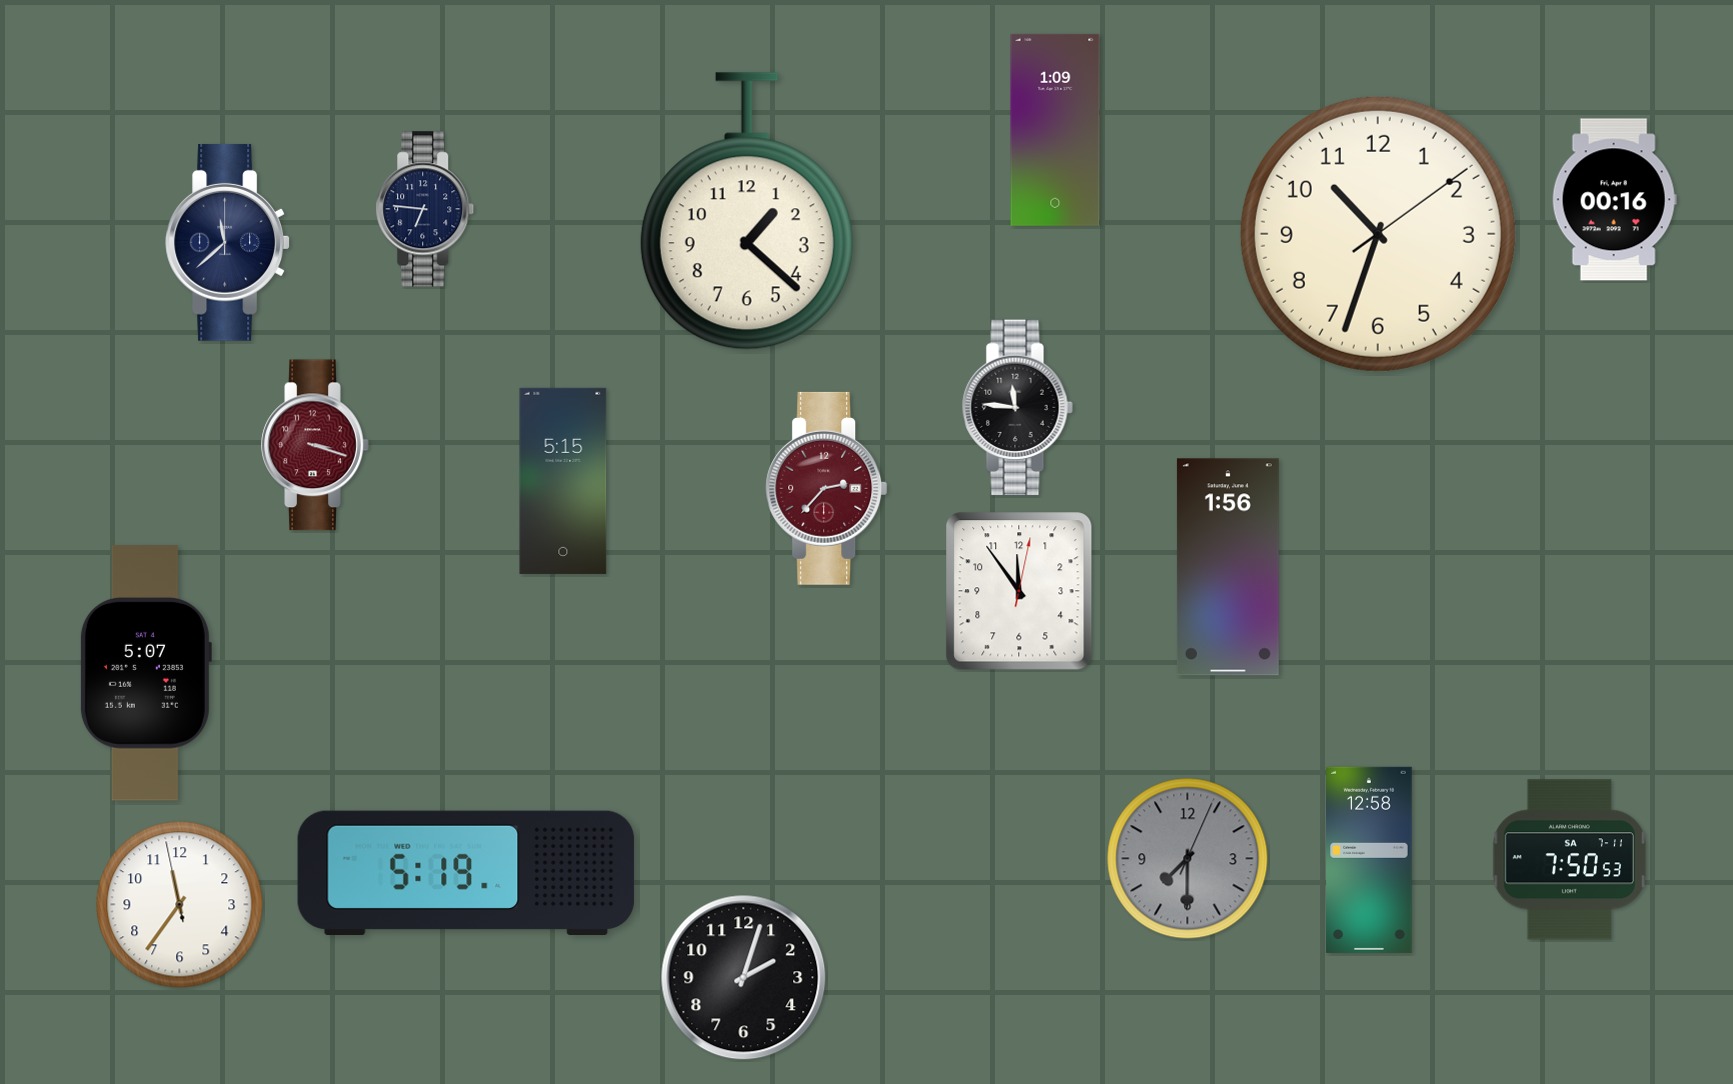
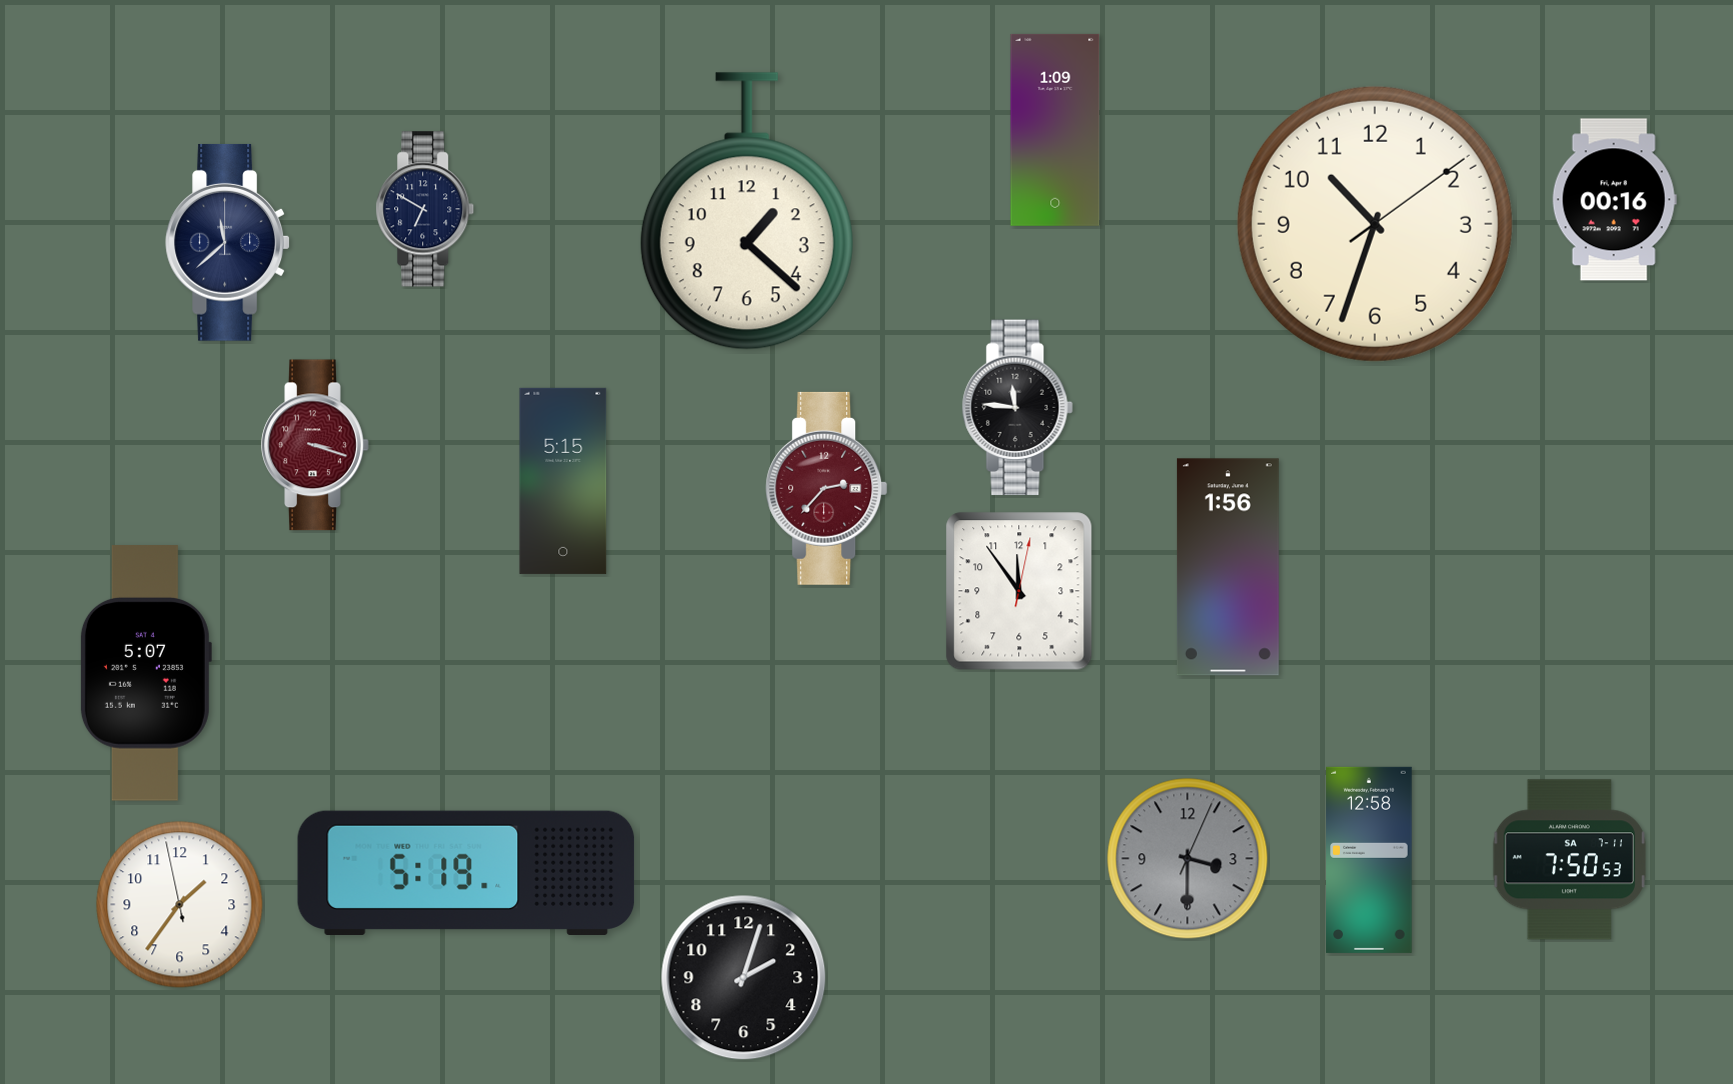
clock at (425, 209): 6:46 -> 6:50
clock at (1378, 234) position: (1378, 234) -> (1375, 224)
clock at (1188, 859): 7:30 -> 3:30
clock at (180, 905): 11:35 -> 1:35
